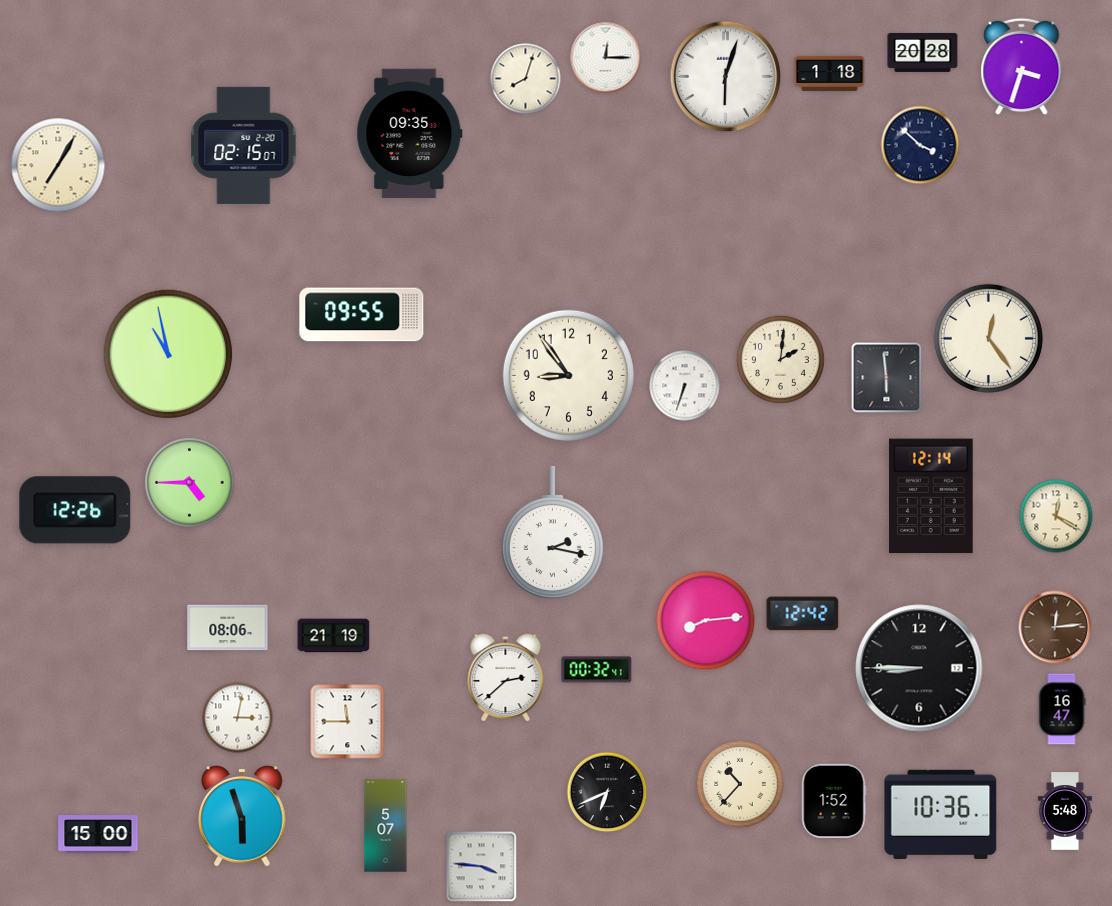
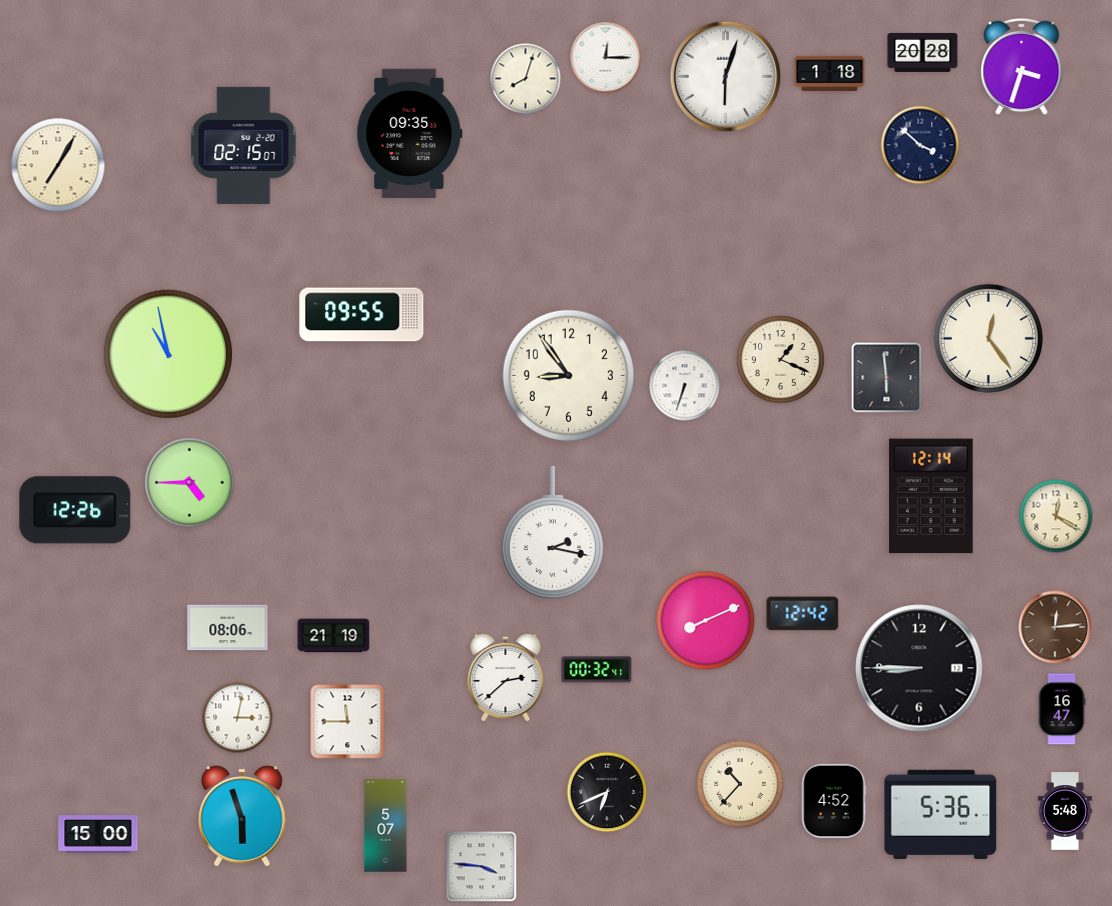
clock at (781, 360): 2:01 -> 1:19
clock at (706, 621): 8:14 -> 8:11
clock at (834, 801): 1:52 -> 4:52
clock at (941, 814): 10:36 -> 5:36
